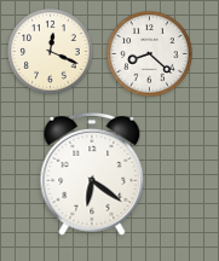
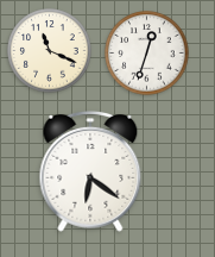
clock at (51, 52): 12:19 -> 11:19
clock at (150, 54): 8:22 -> 12:33
